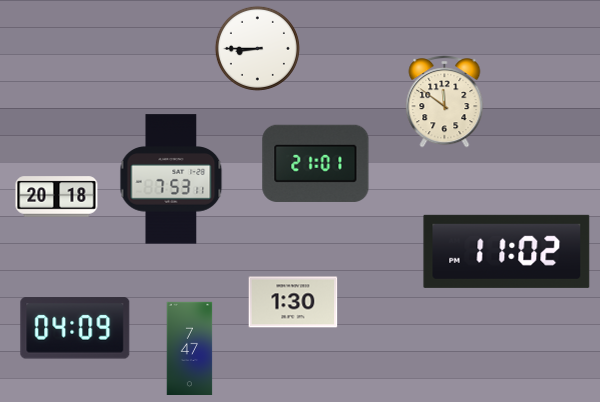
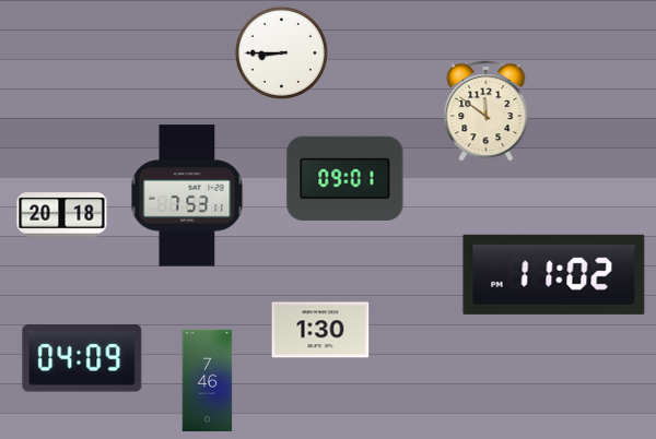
clock at (316, 163): 21:01 -> 09:01
clock at (190, 348): 7:47 -> 7:46
